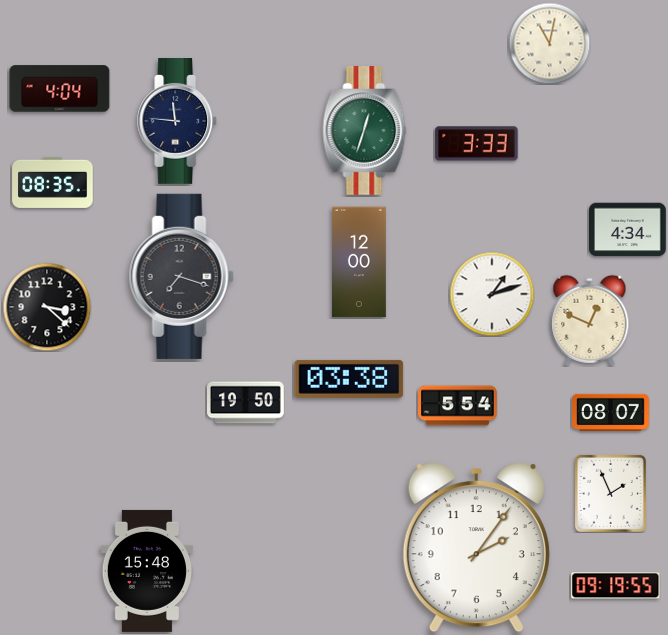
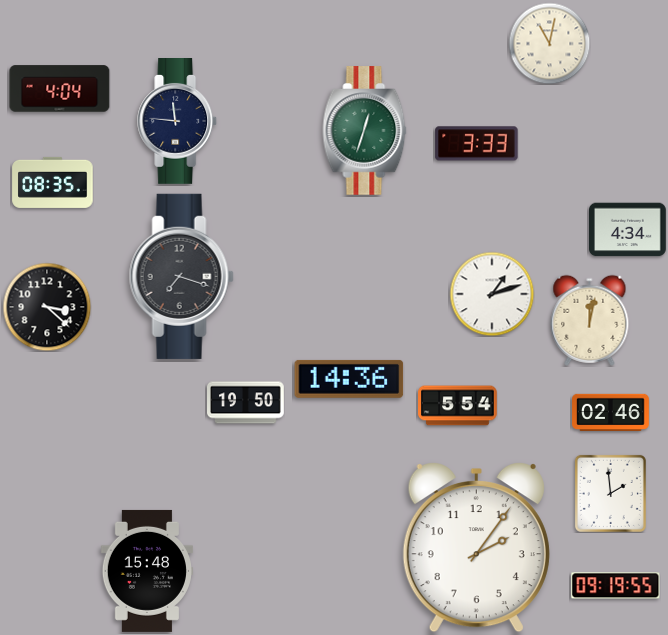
clock at (359, 262): 12:00 -> none
clock at (590, 320): 12:49 -> 12:02
clock at (349, 379): 03:38 -> 14:36
clock at (611, 413): 08:07 -> 02:46
clock at (610, 493): 1:56 -> 1:59
